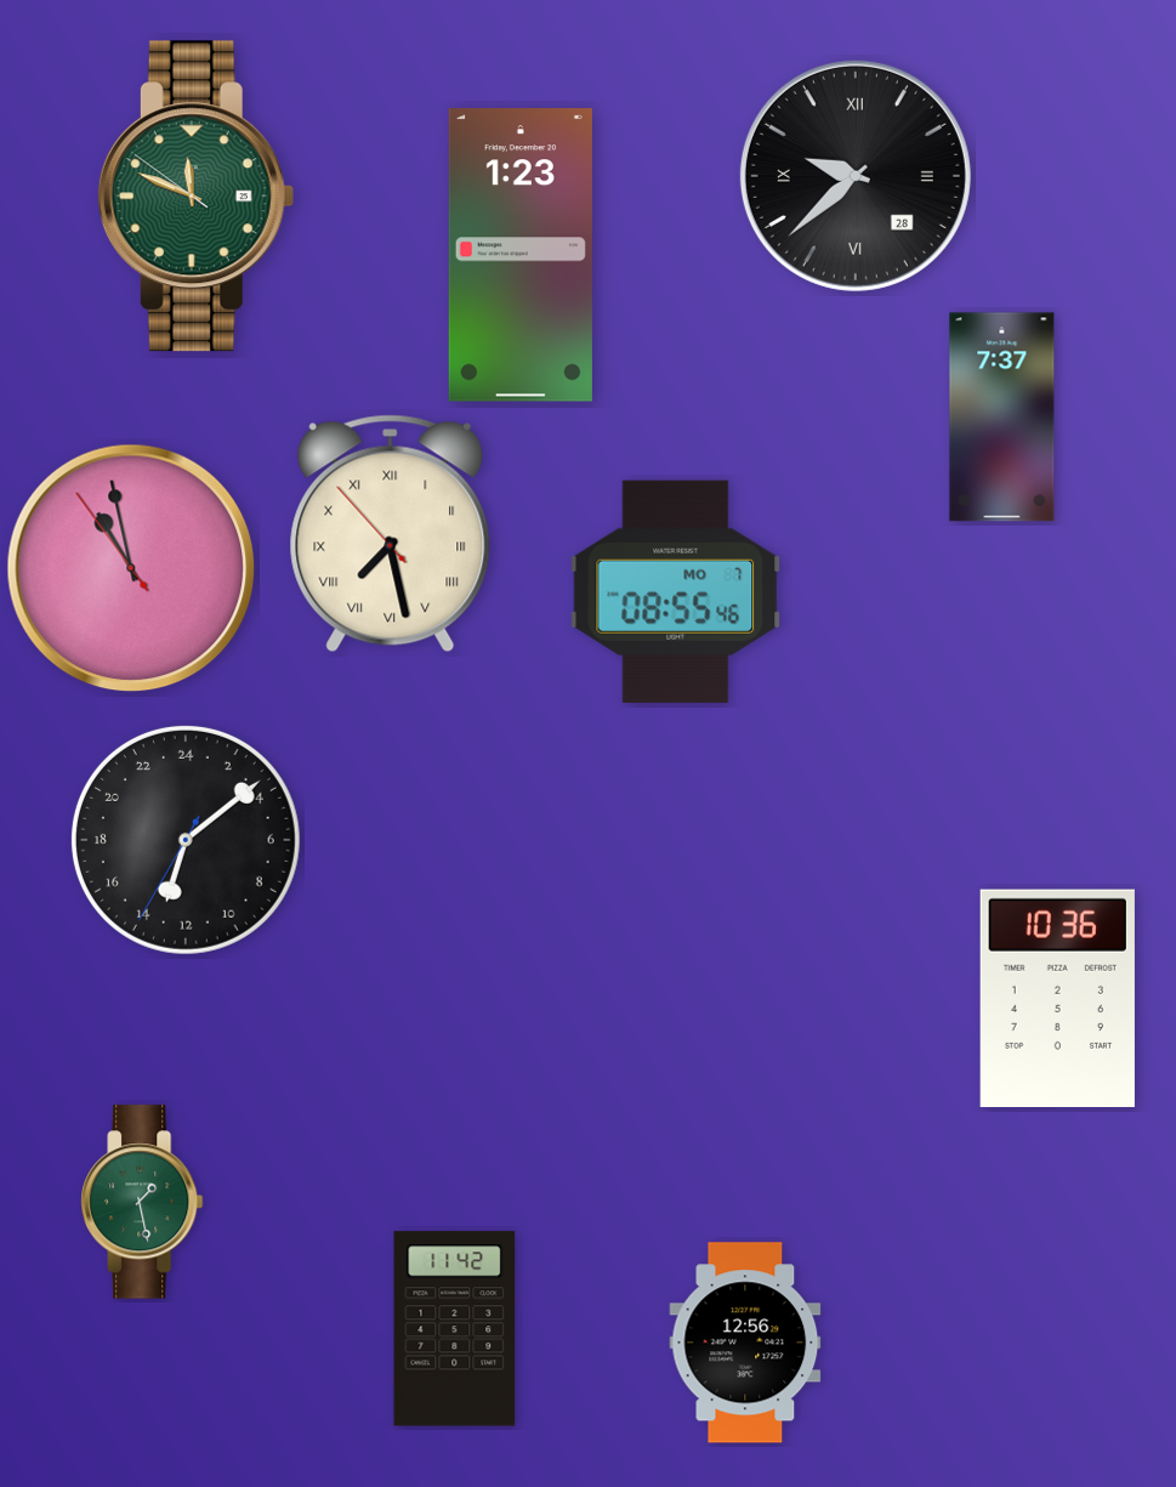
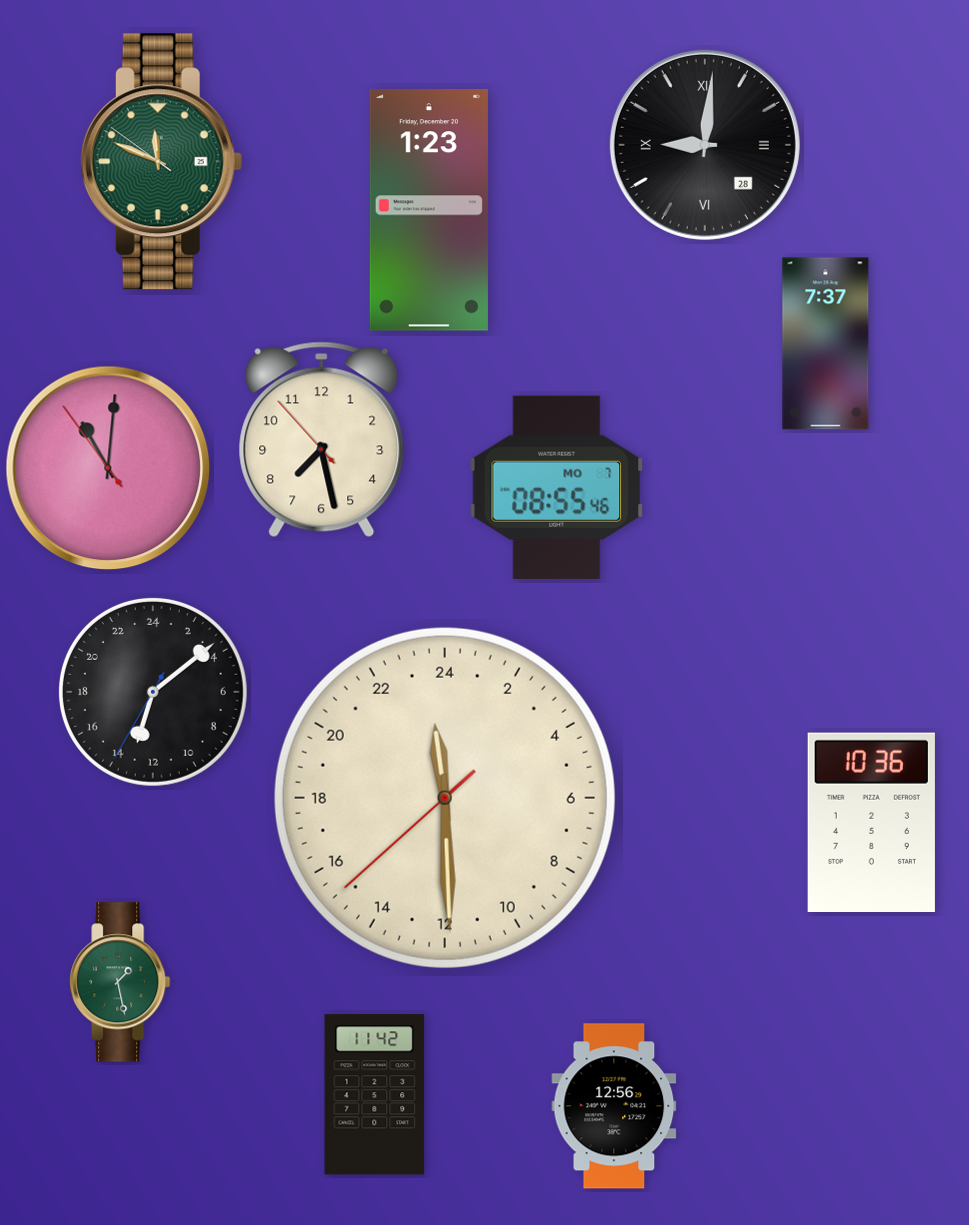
clock at (856, 176): 9:38 -> 9:01
clock at (391, 534) numerals: Roman -> Arabic
clock at (131, 568): 10:57 -> 11:00
clock at (445, 798): none -> 23:29
clock at (142, 1202) position: (142, 1202) -> (120, 982)
